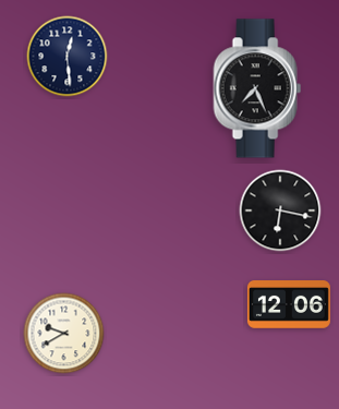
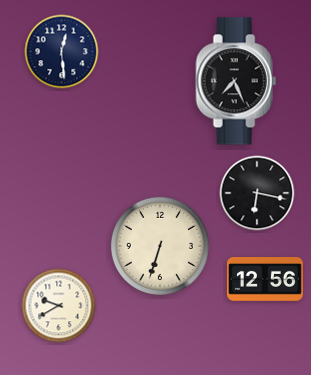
clock at (160, 246): none -> 6:33
clock at (289, 305): 12:06 -> 12:56
